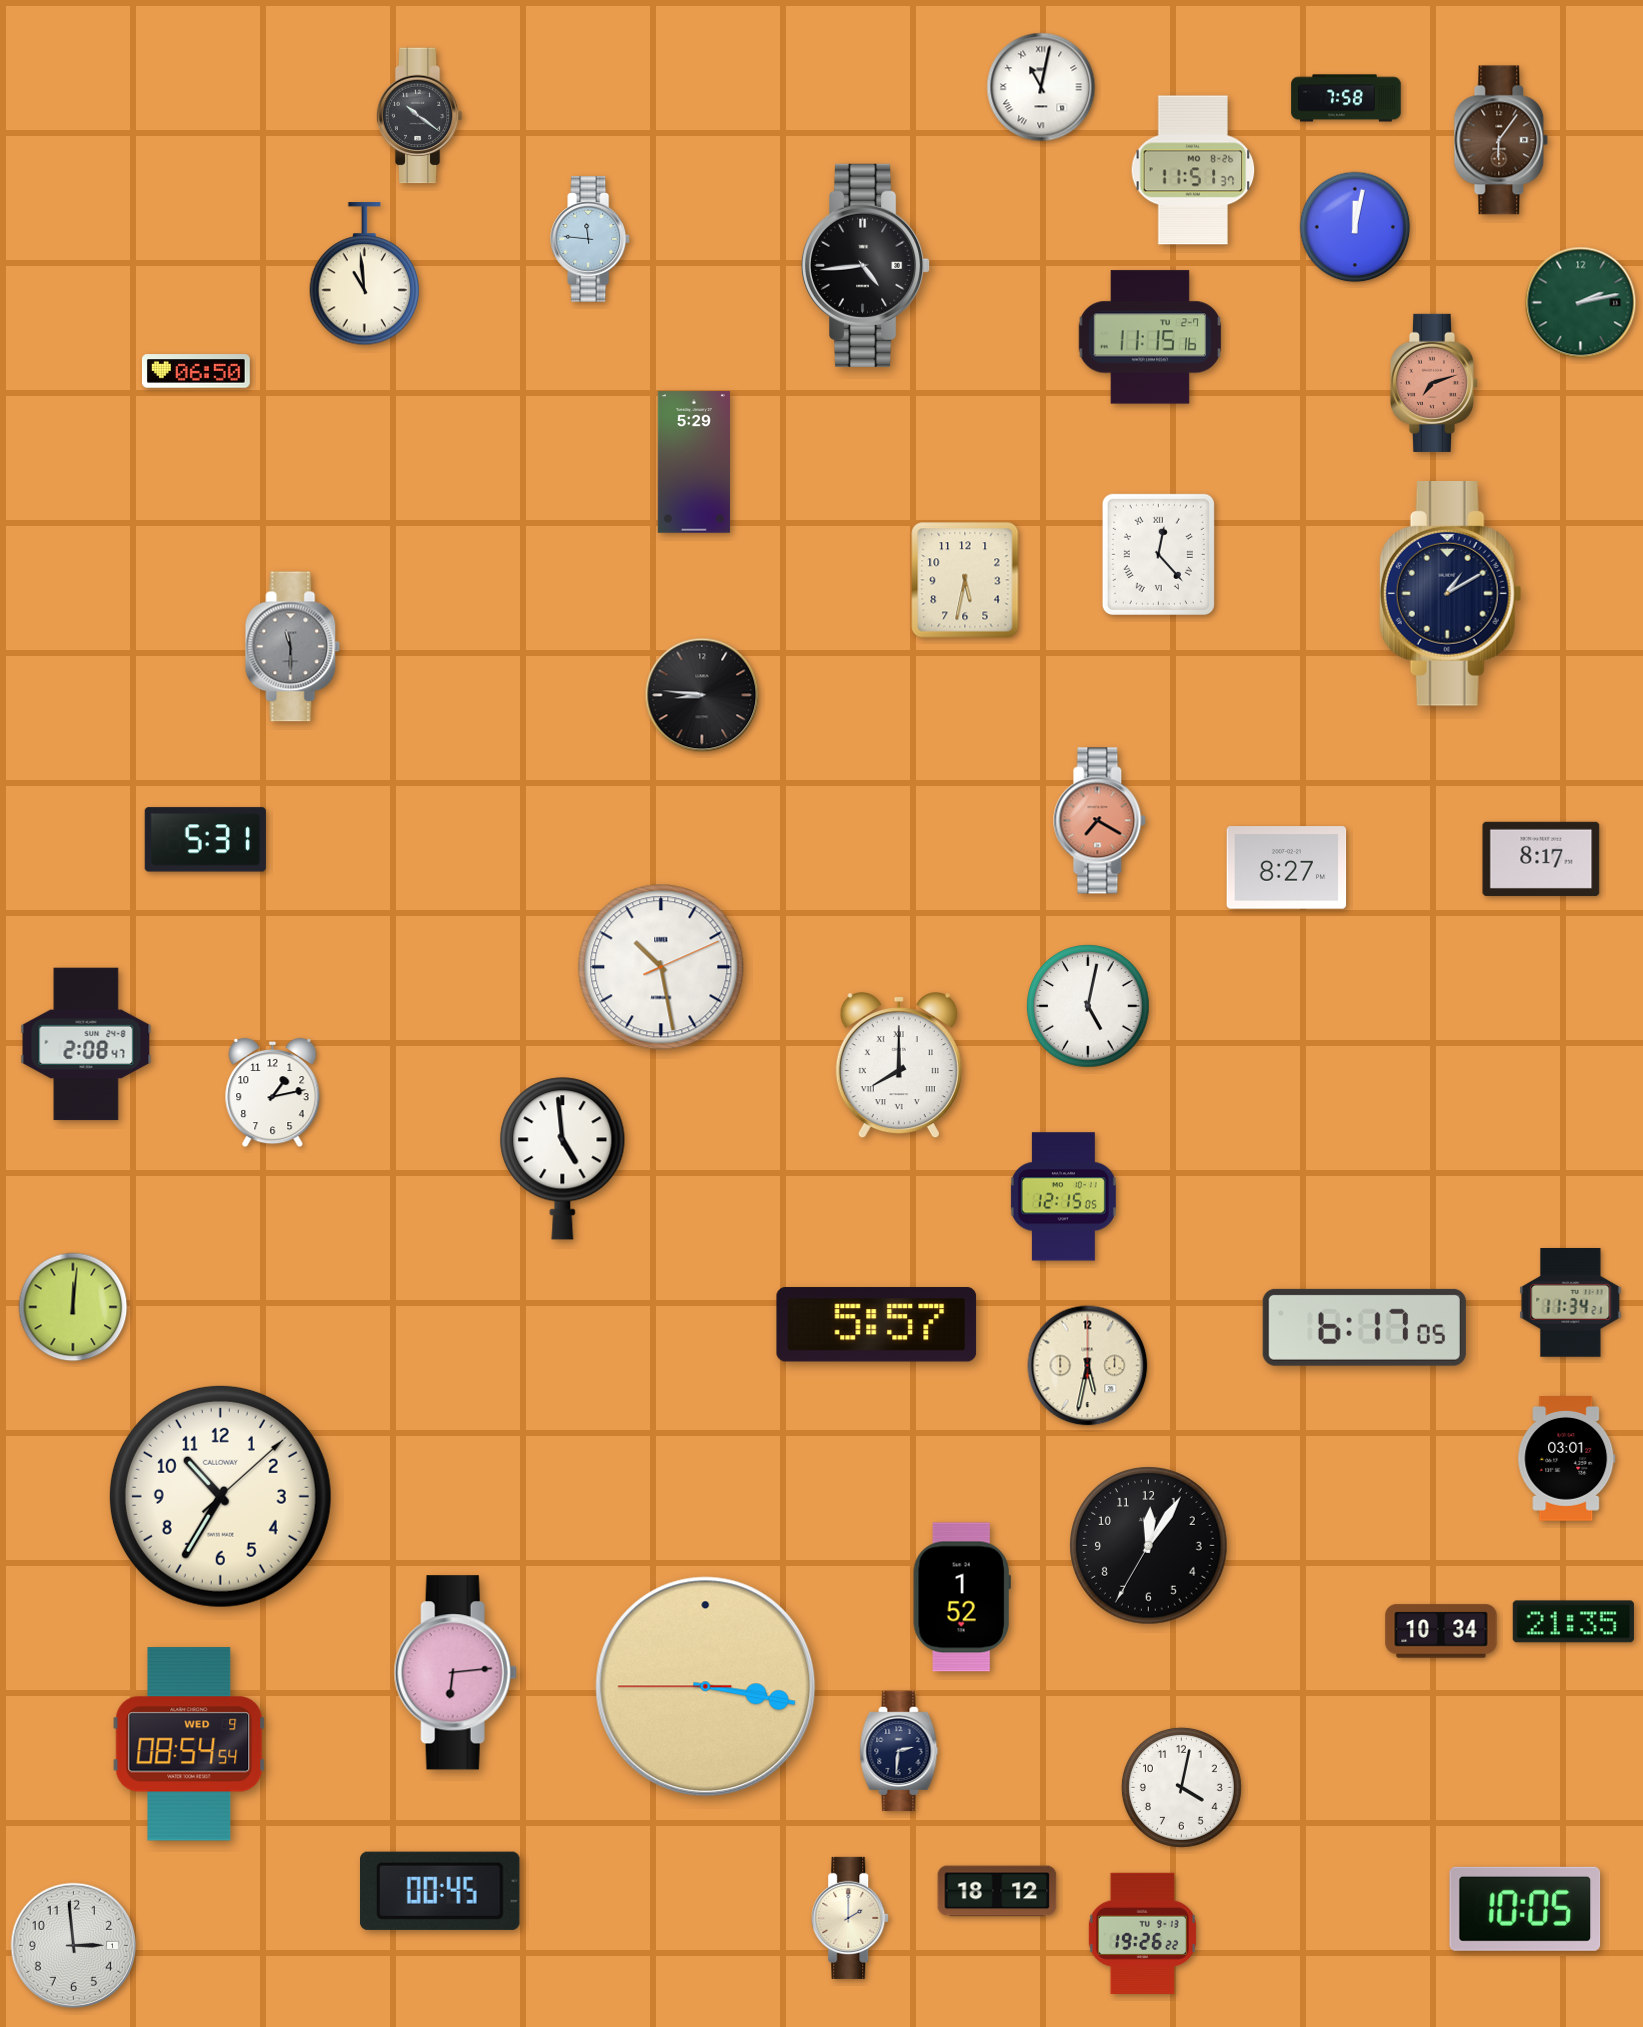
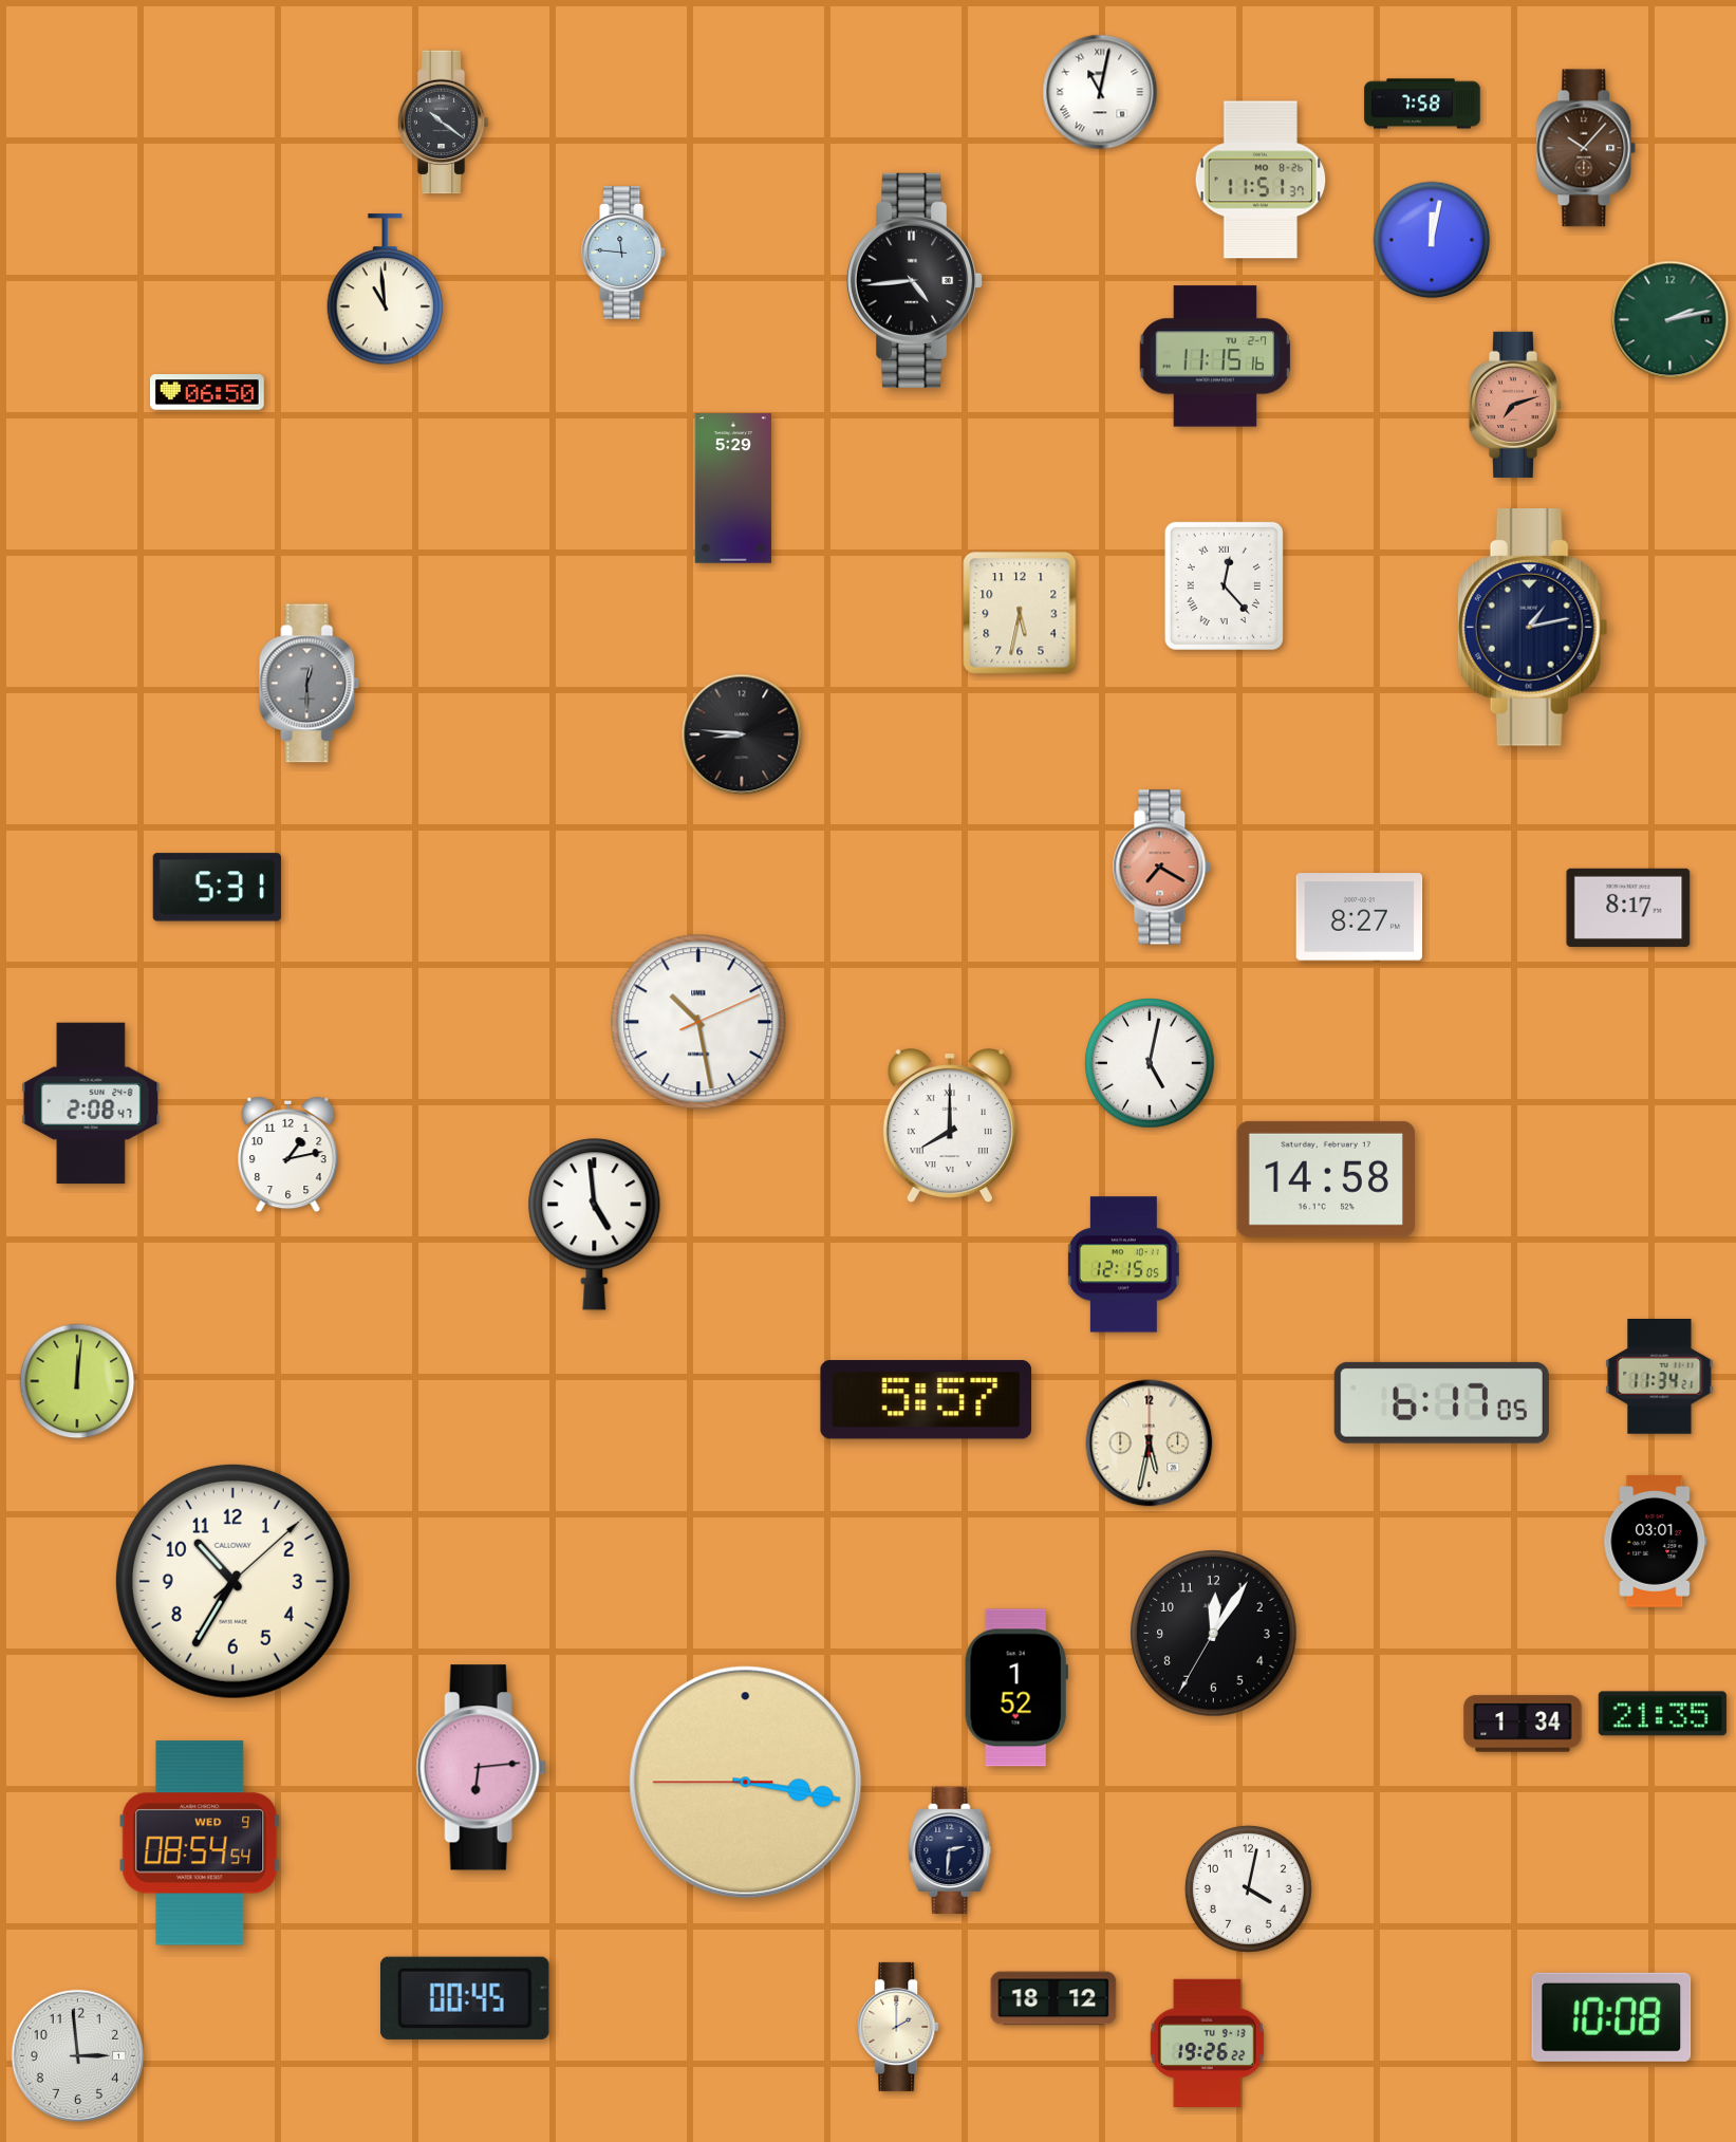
clock at (1501, 140): 6:06 -> 10:07
clock at (1450, 594): 1:10 -> 1:13
clock at (293, 647): 11:30 -> 12:30
clock at (1325, 1179): none -> 14:58
clock at (1441, 1631): 10:34 -> 1:34
clock at (1525, 1909): 10:05 -> 10:08
